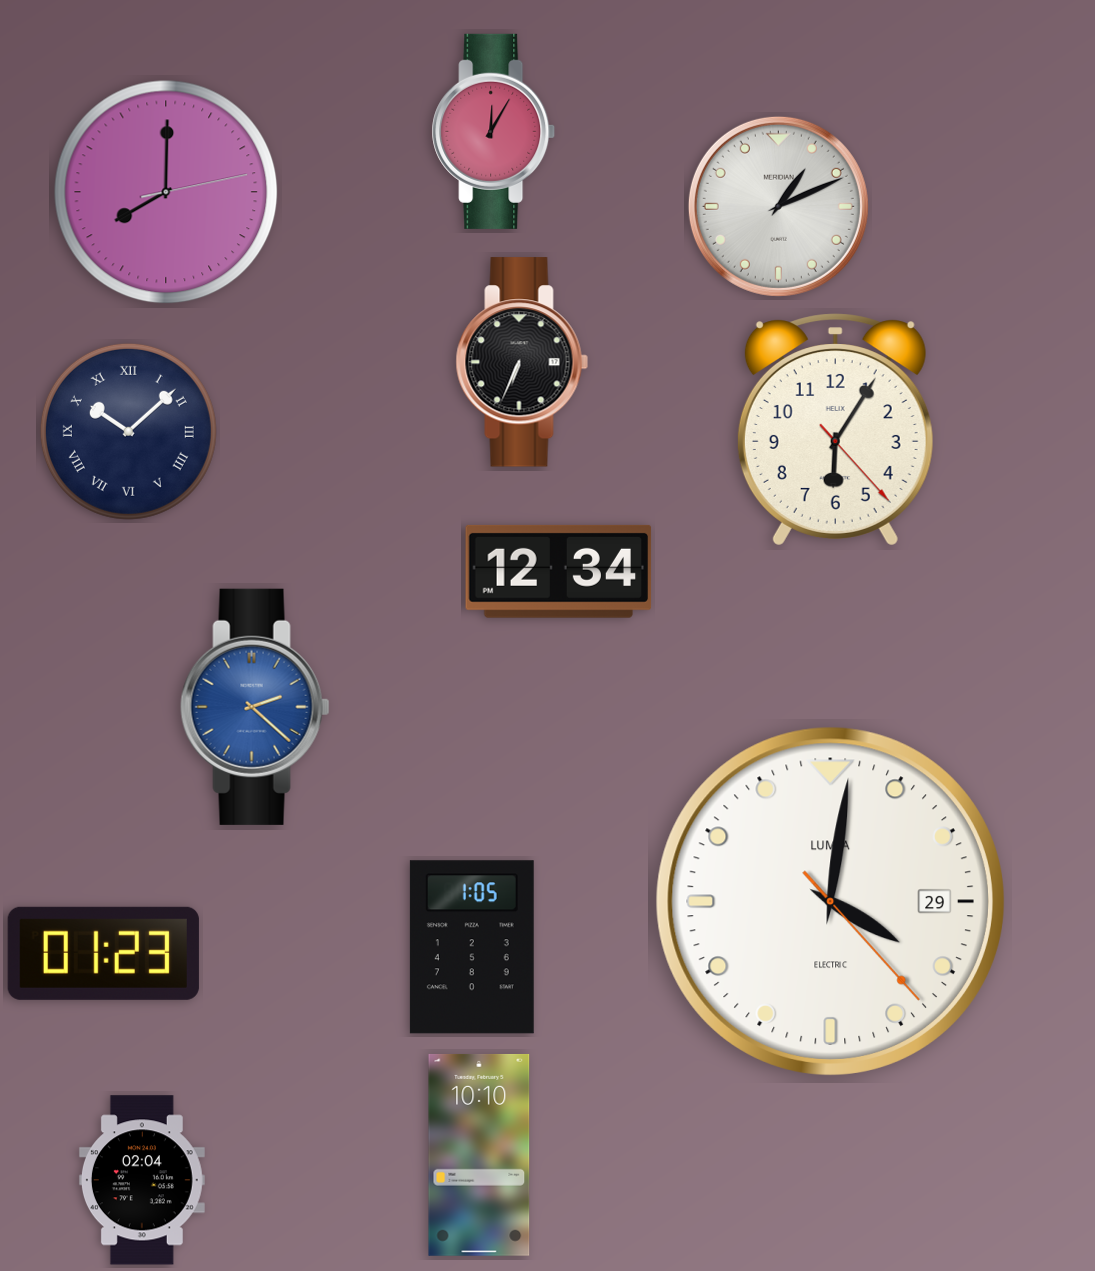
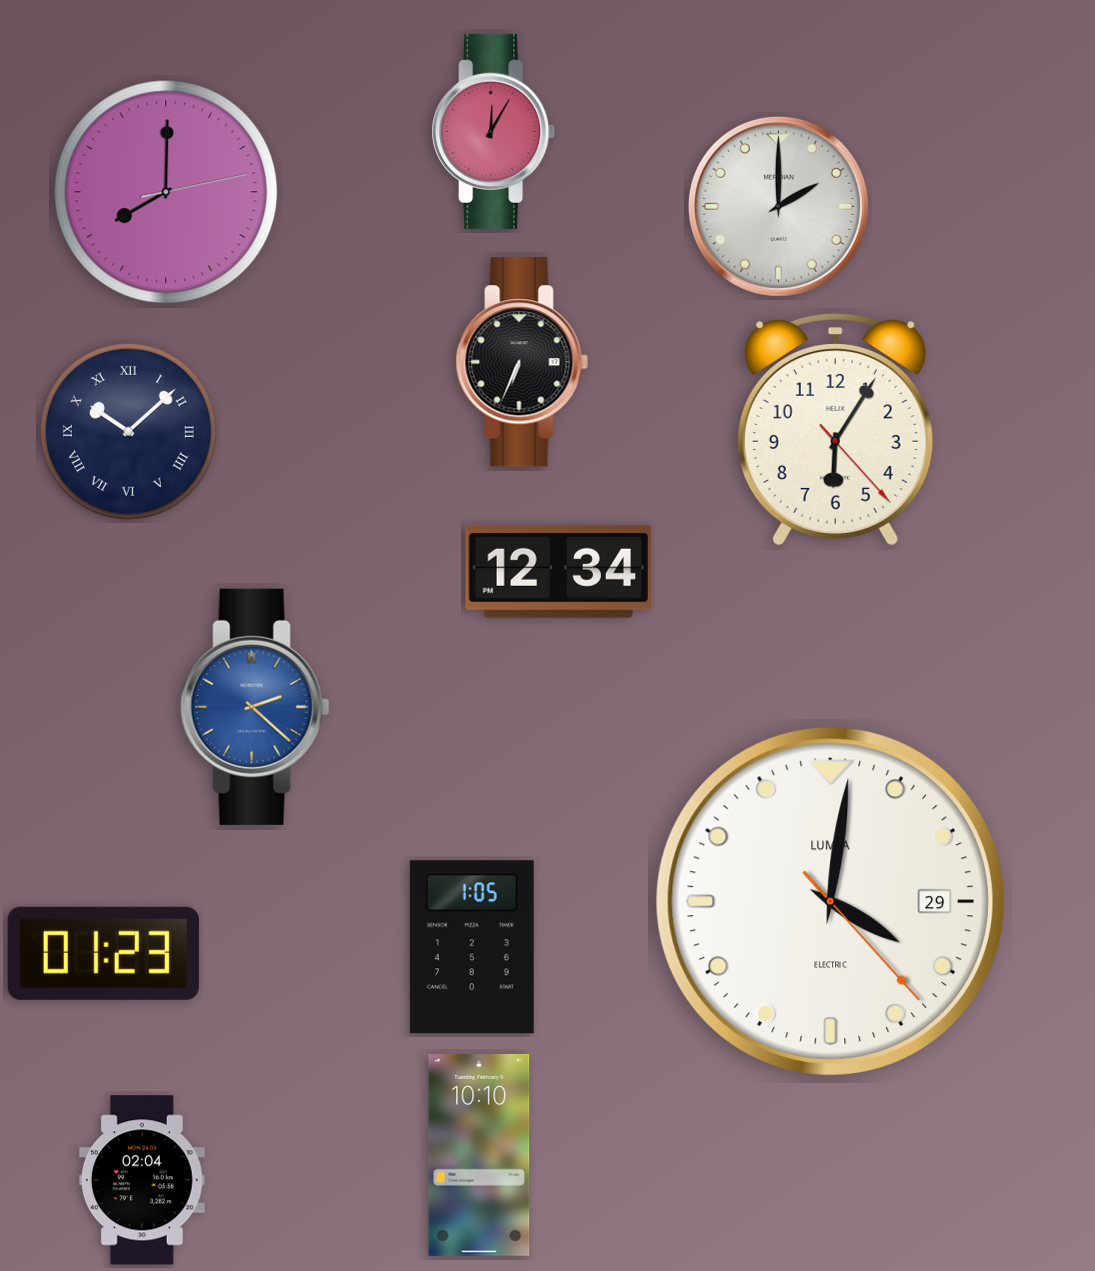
clock at (778, 206): 1:11 -> 2:00
